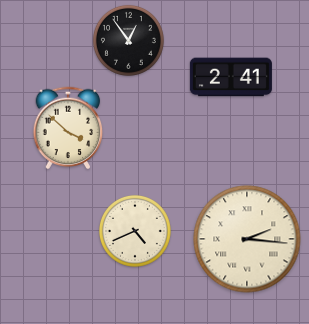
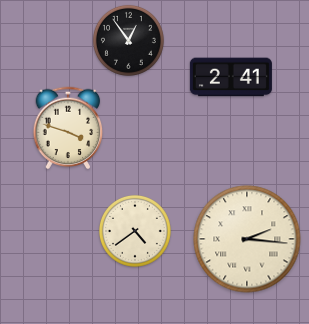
clock at (68, 128): 3:52 -> 3:48
clock at (135, 231): 4:41 -> 4:39
